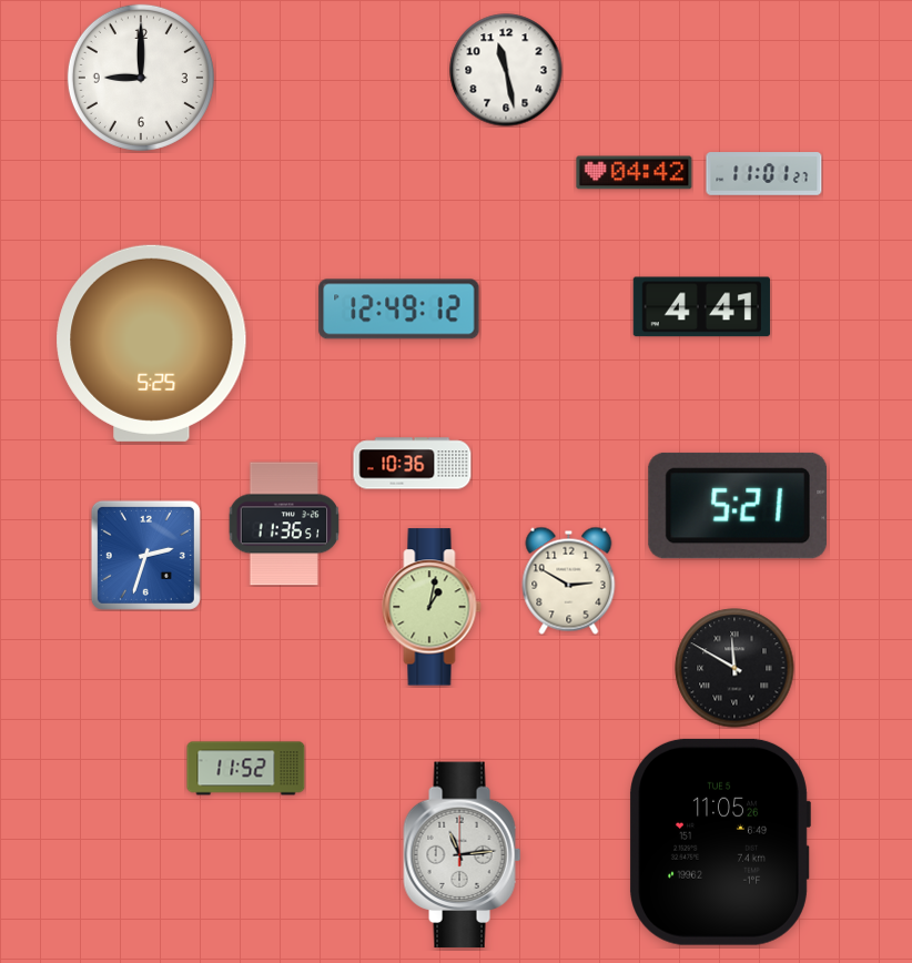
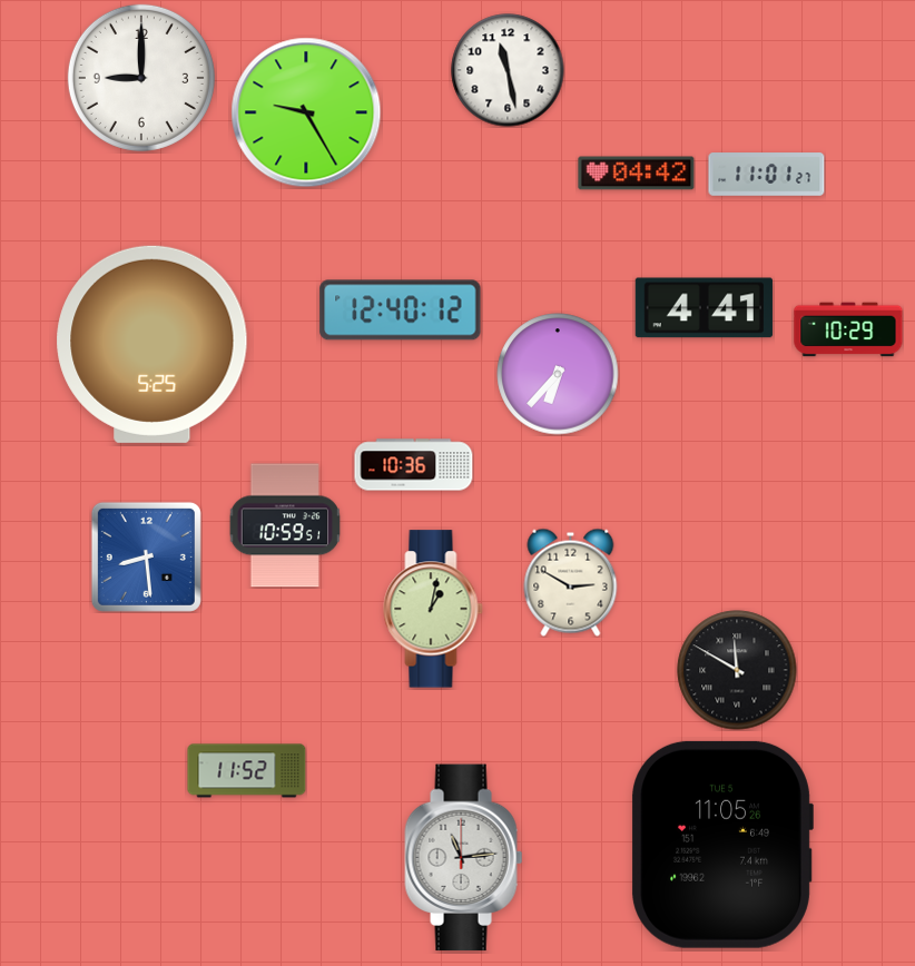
clock at (306, 112): none -> 9:25
clock at (399, 310): 12:49 -> 12:40
clock at (848, 329): none -> 10:29
clock at (558, 374): none -> 6:37
clock at (737, 506): 5:21 -> none
clock at (284, 524): 11:36 -> 10:59
clock at (145, 555): 2:33 -> 8:29
